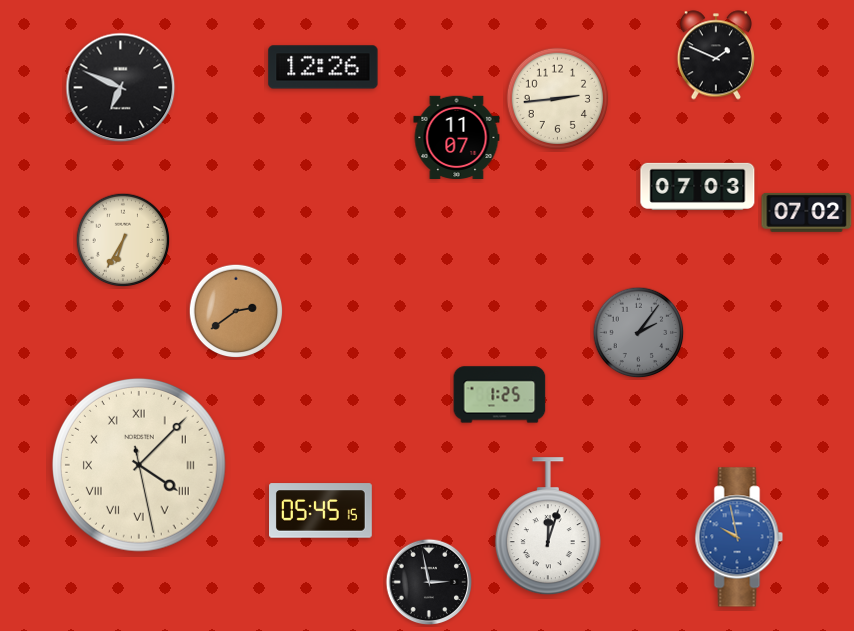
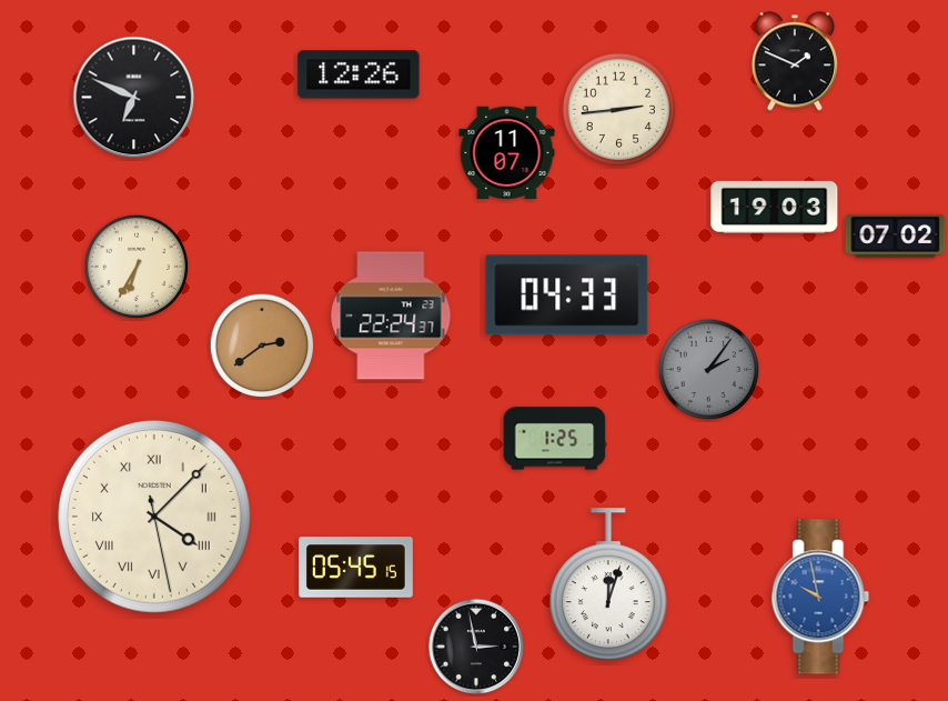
clock at (698, 186): 07:03 -> 19:03
clock at (567, 296): none -> 04:33
clock at (391, 316): none -> 22:24
